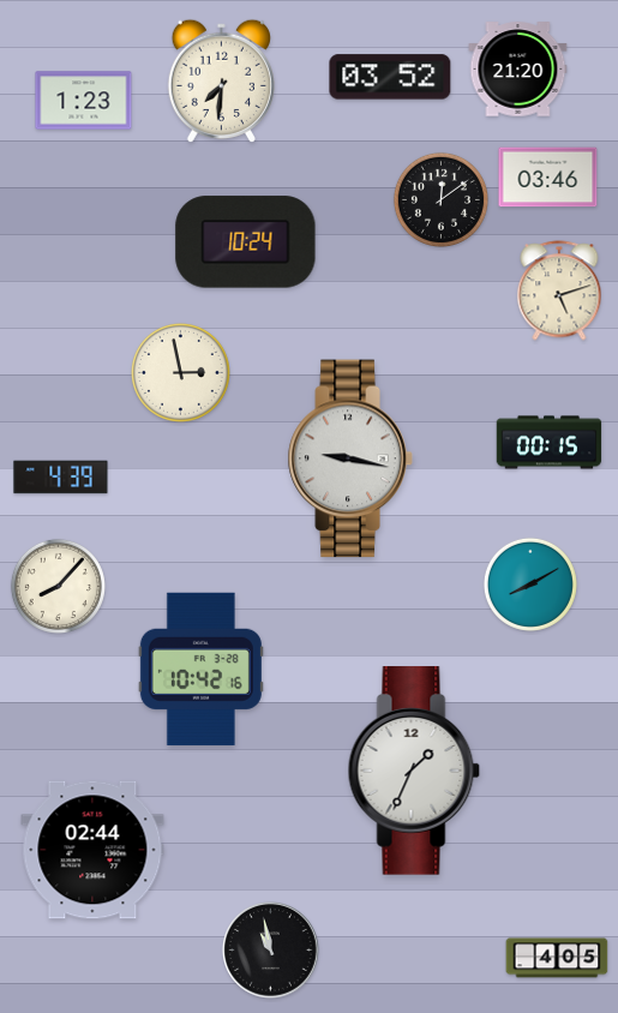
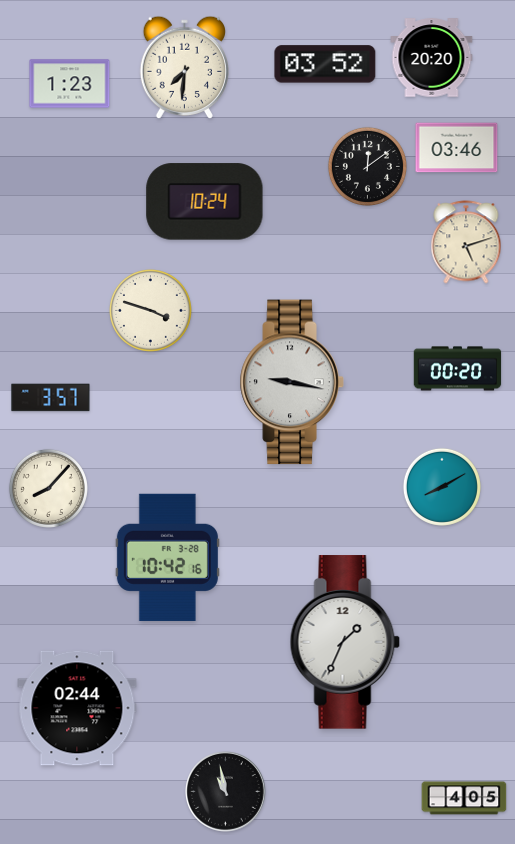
clock at (518, 70): 21:20 -> 20:20
clock at (180, 372): 2:58 -> 3:48
clock at (550, 443): 00:15 -> 00:20
clock at (61, 478): 4:39 -> 3:57
